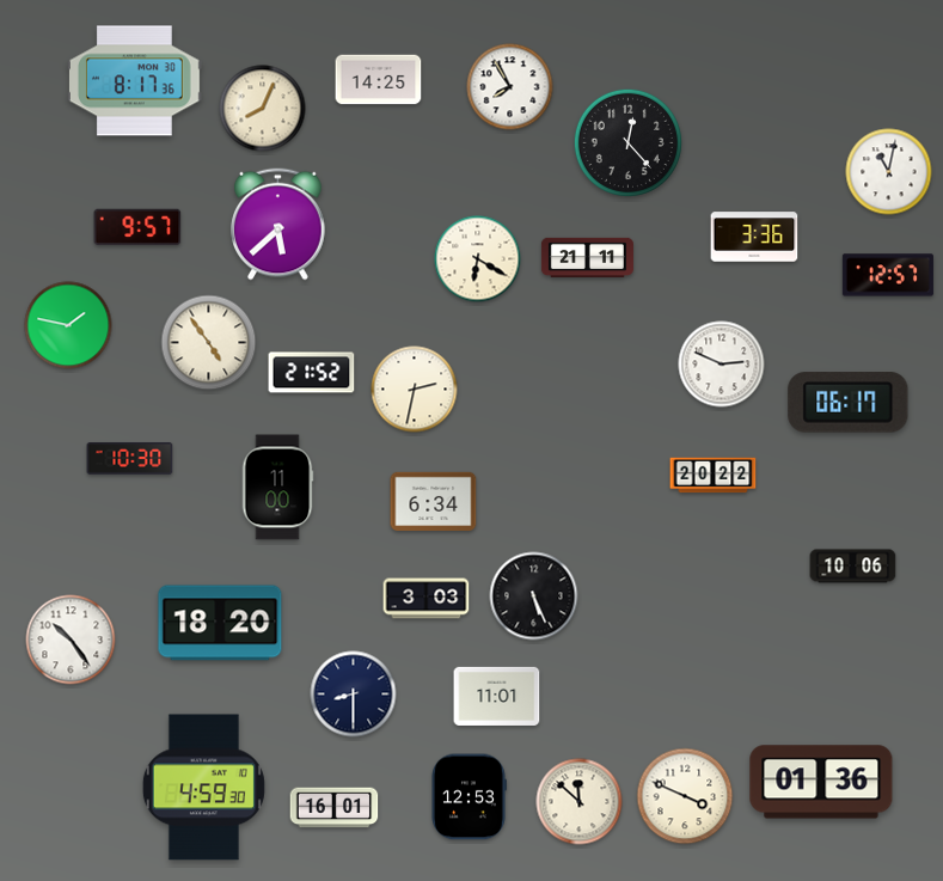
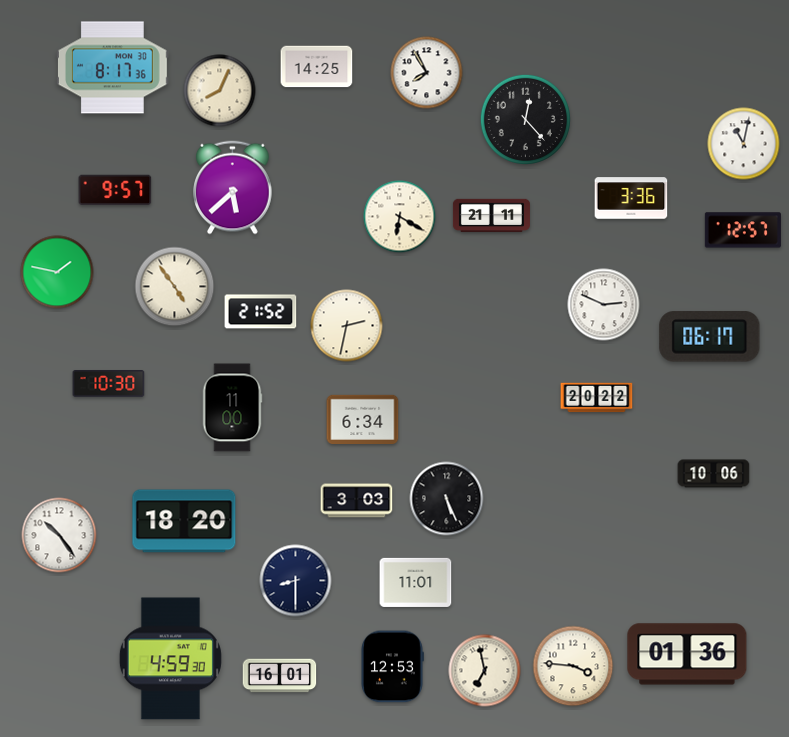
clock at (685, 796): 3:49 -> 3:46
clock at (580, 802): 11:52 -> 6:58
